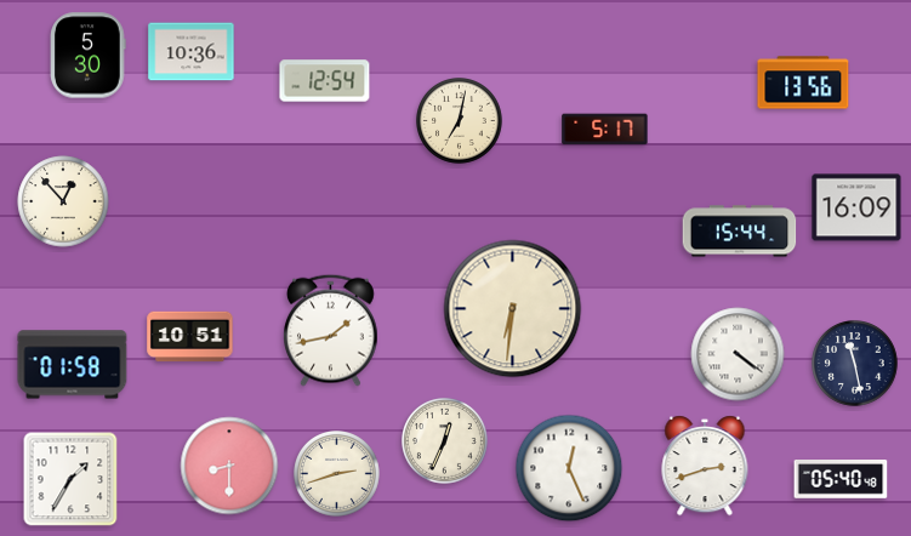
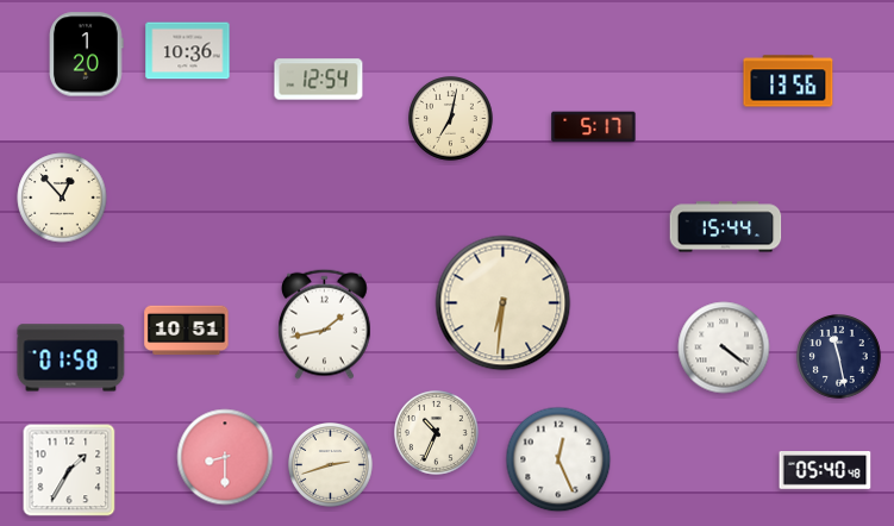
clock at (89, 56): 5:30 -> 1:20
clock at (856, 207): 16:09 -> none
clock at (445, 441): 12:34 -> 10:34
clock at (705, 466): 2:42 -> none
